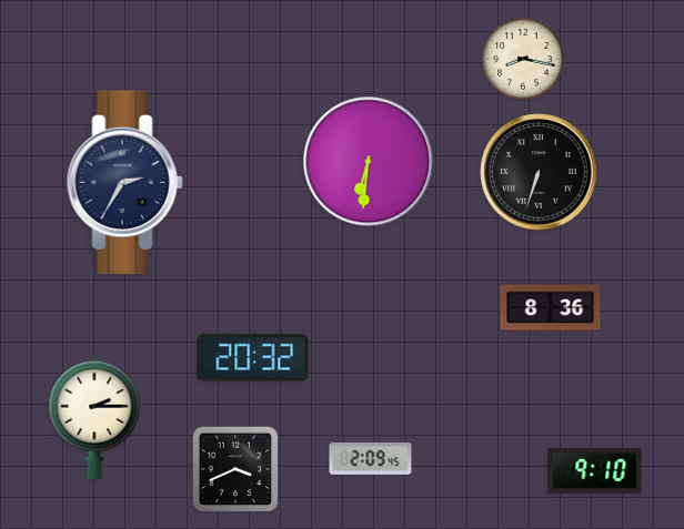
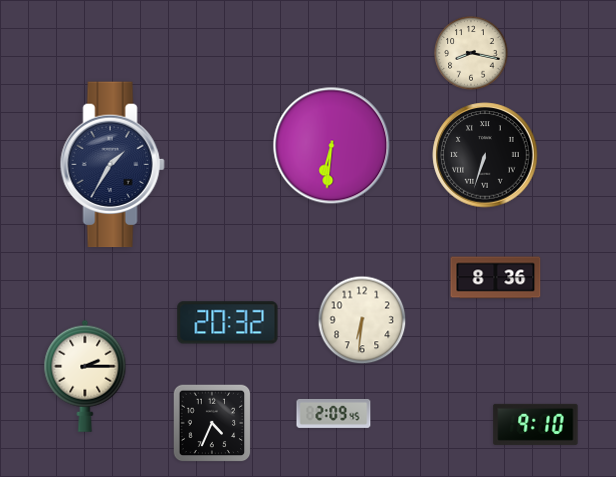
clock at (124, 183): 2:35 -> 1:35
clock at (362, 320): none -> 6:31
clock at (235, 469): 3:41 -> 4:34
